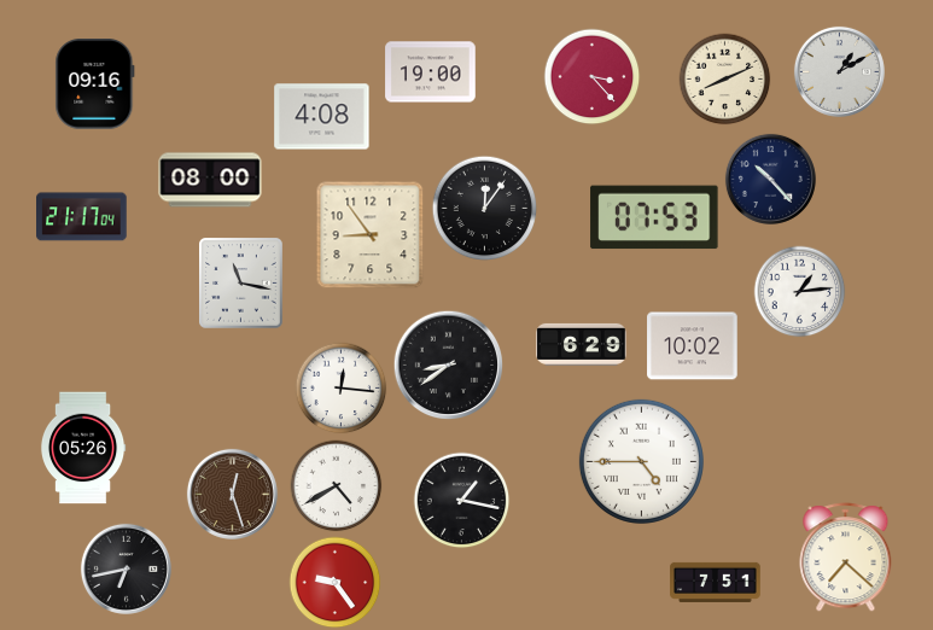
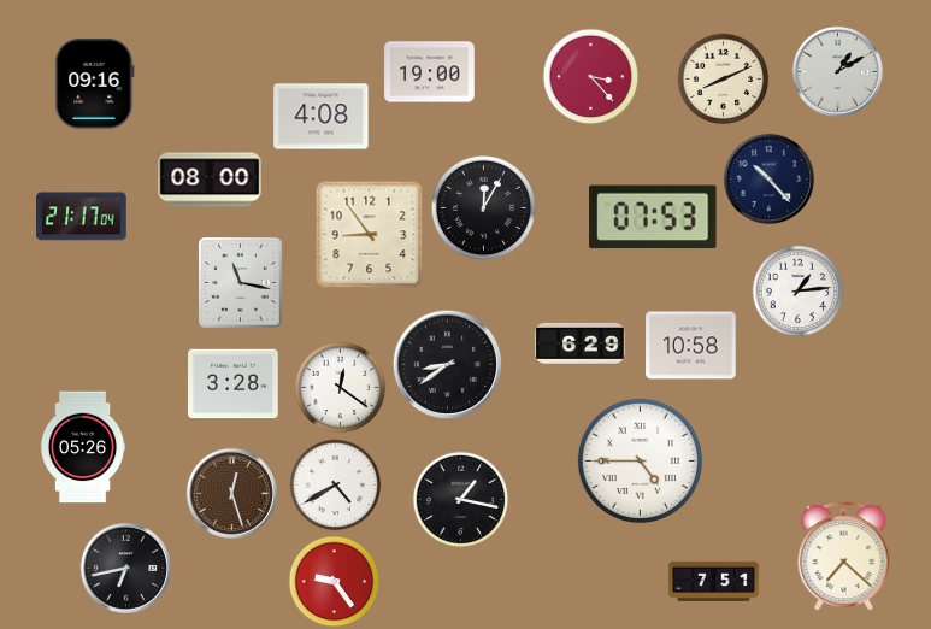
clock at (485, 209): 12:06 -> 12:05
clock at (693, 346): 10:02 -> 10:58
clock at (234, 384): none -> 3:28
clock at (342, 389): 12:16 -> 12:21
